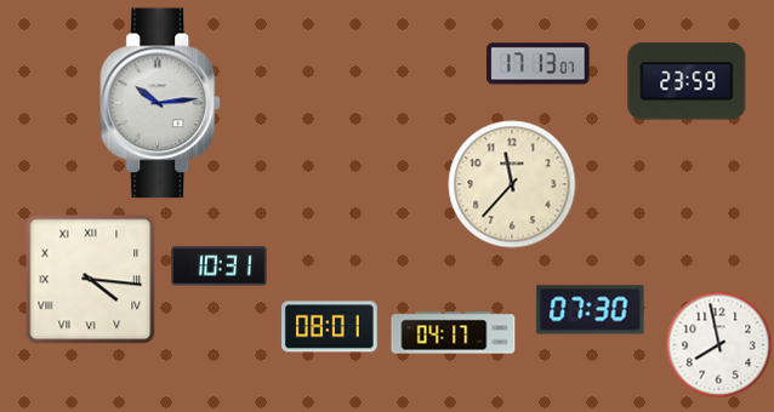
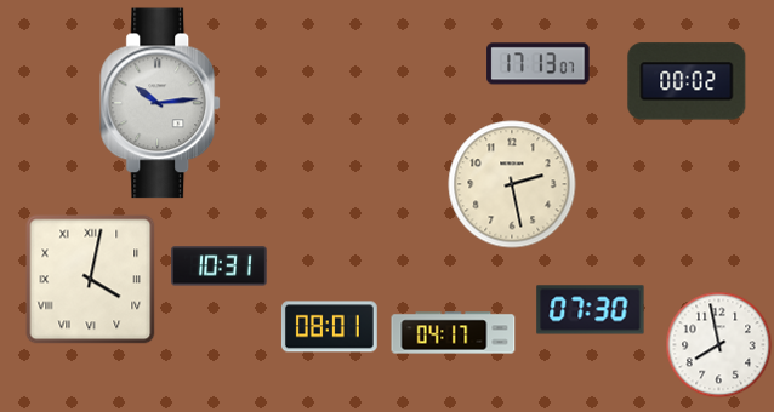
clock at (687, 81): 23:59 -> 00:02
clock at (512, 184): 11:37 -> 2:28
clock at (91, 280): 4:16 -> 4:02
